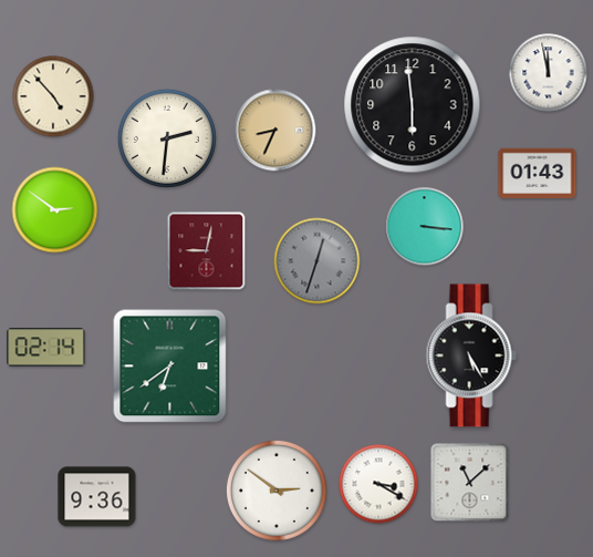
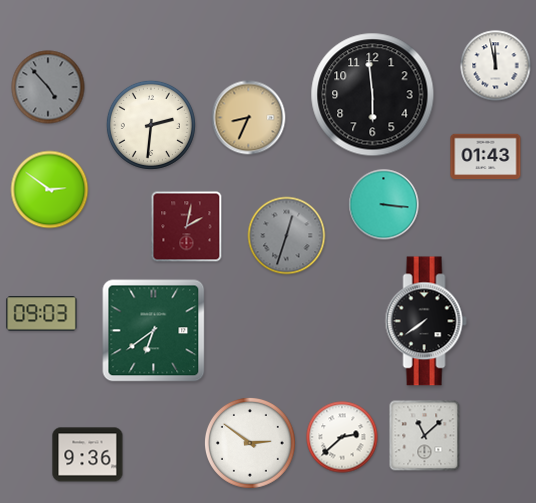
clock at (53, 96) dial: cream -> grey
clock at (207, 251): 9:02 -> 2:02
clock at (46, 348): 02:14 -> 09:03
clock at (471, 355): 5:25 -> 7:39
clock at (378, 484): 3:20 -> 2:38
clock at (97, 497) position: (97, 497) -> (88, 455)
